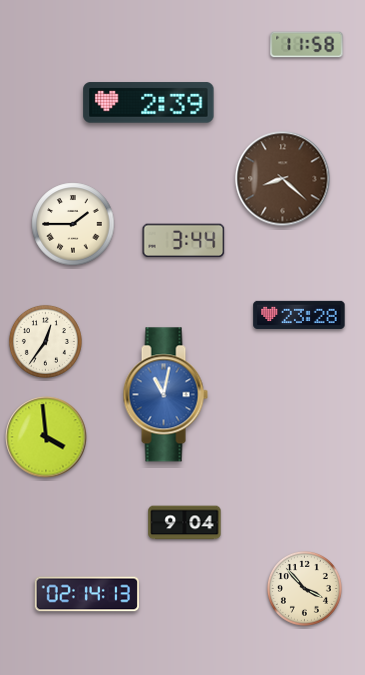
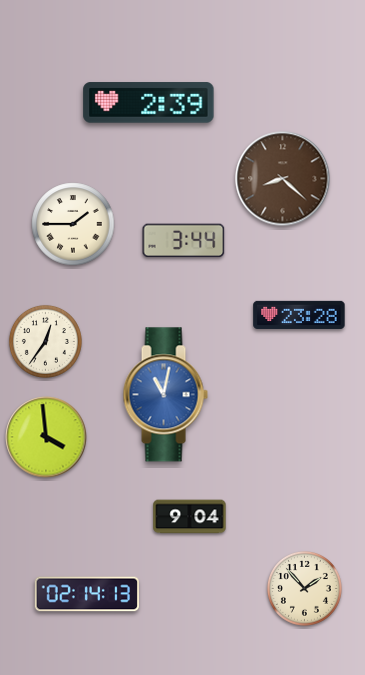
clock at (307, 45): 11:58 -> none
clock at (185, 523) position: (185, 523) -> (190, 517)
clock at (304, 588): 3:53 -> 1:53
